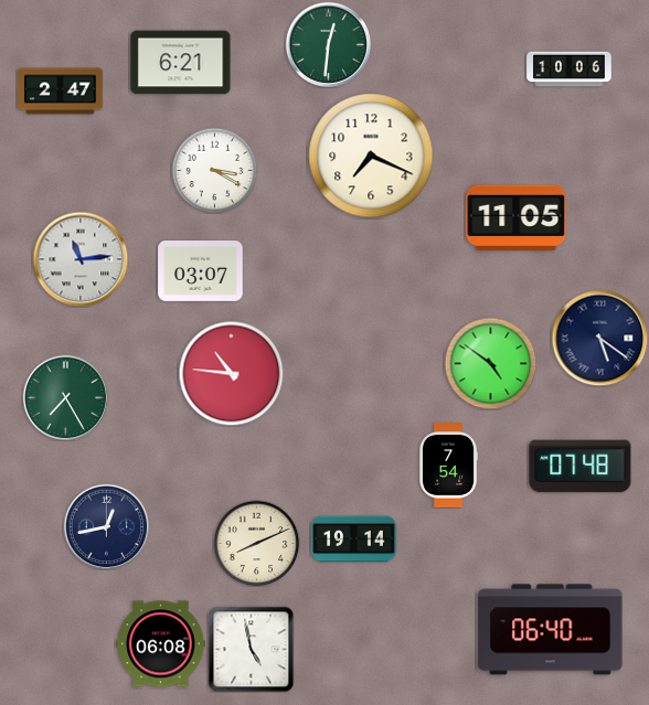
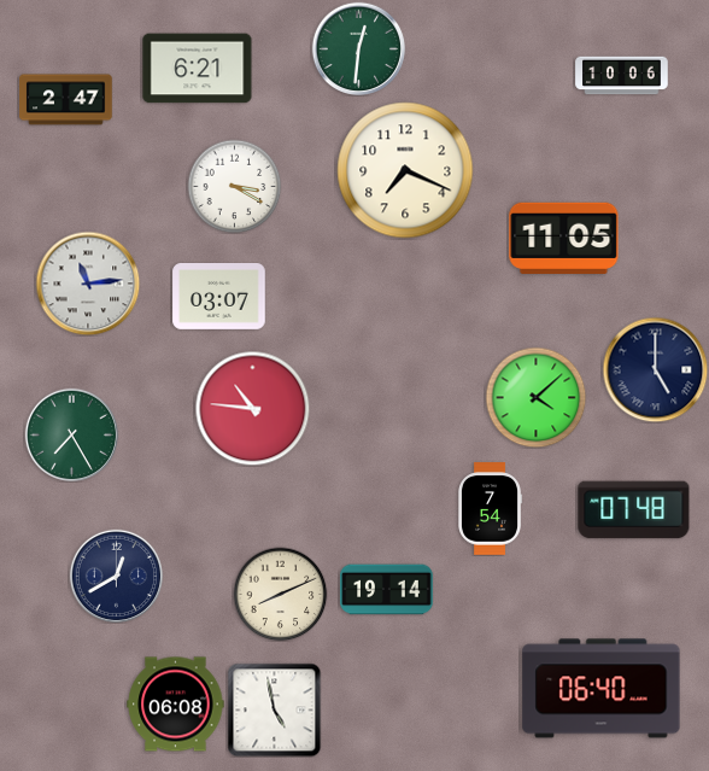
clock at (599, 338): 5:21 -> 5:00
clock at (490, 363): 4:51 -> 4:08
clock at (106, 526): 12:43 -> 12:40
